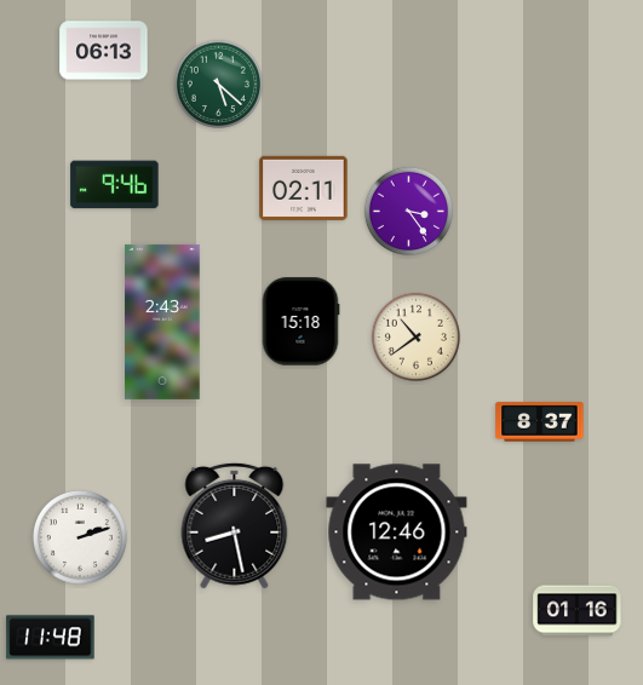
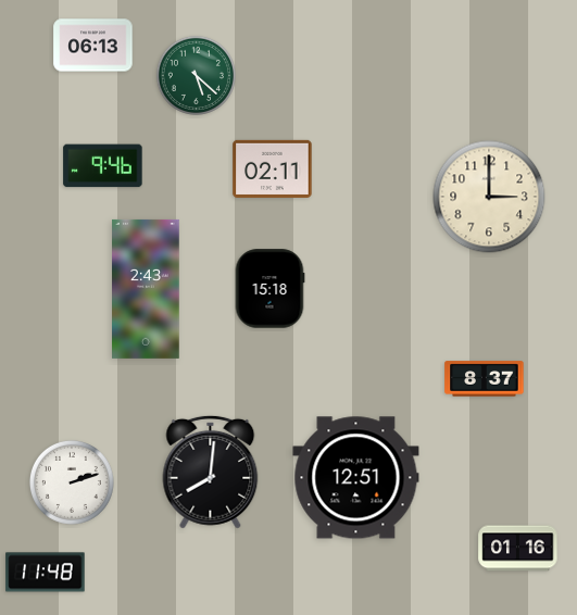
clock at (408, 211): 3:24 -> none
clock at (489, 197): none -> 3:00
clock at (415, 336): 10:39 -> none
clock at (235, 525): 8:28 -> 8:01
clock at (397, 533): 12:46 -> 12:51
